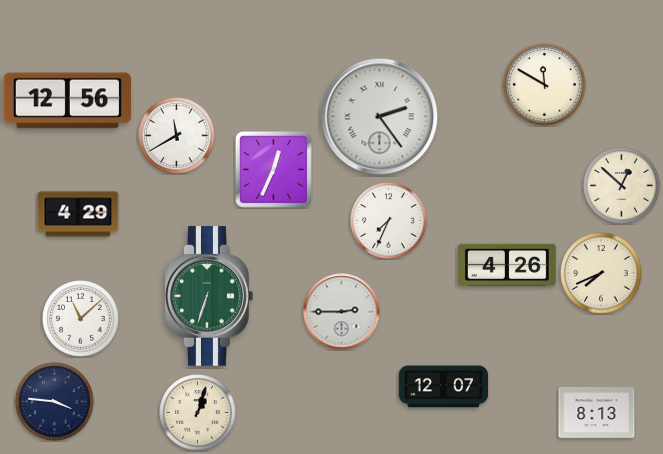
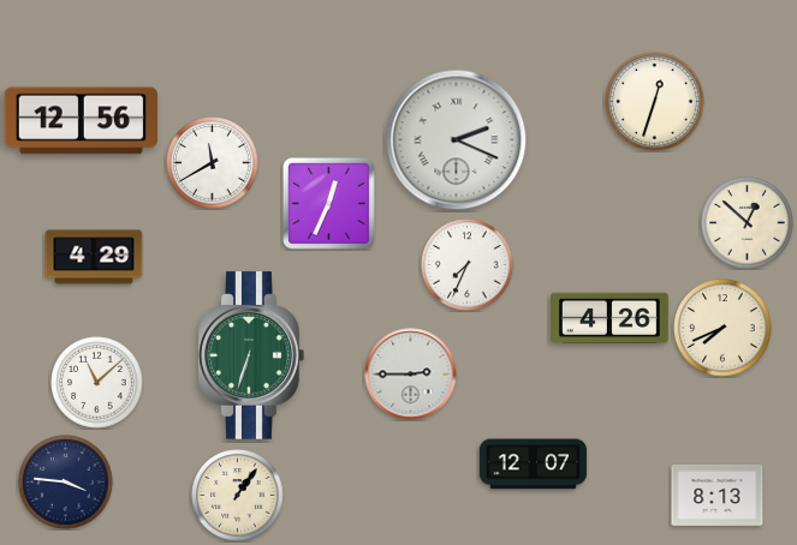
clock at (545, 85): 11:50 -> 12:33
clock at (380, 117): 2:24 -> 2:19
clock at (198, 413): 1:03 -> 1:06
